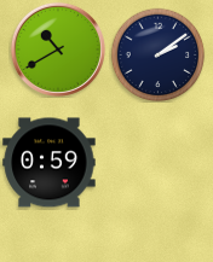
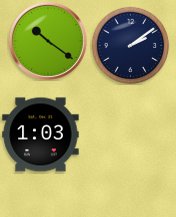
clock at (58, 50): 10:40 -> 10:21
clock at (50, 163): 0:59 -> 1:03
